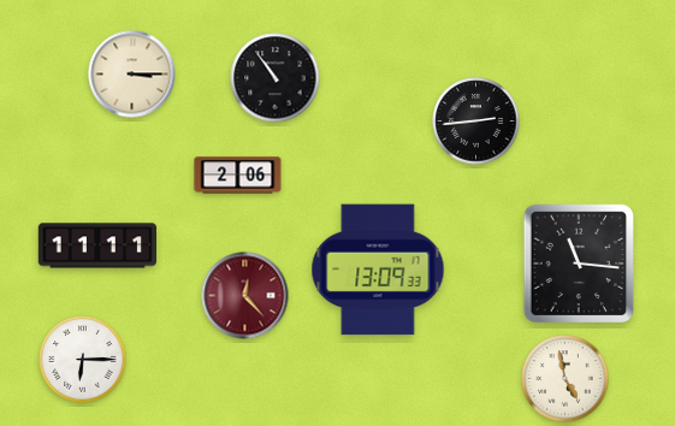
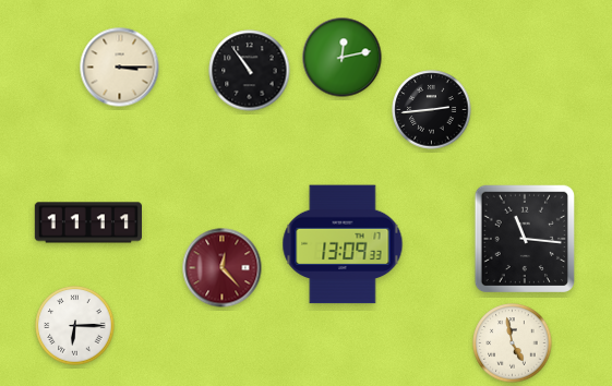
clock at (343, 58): none -> 12:13
clock at (238, 176): 2:06 -> none
